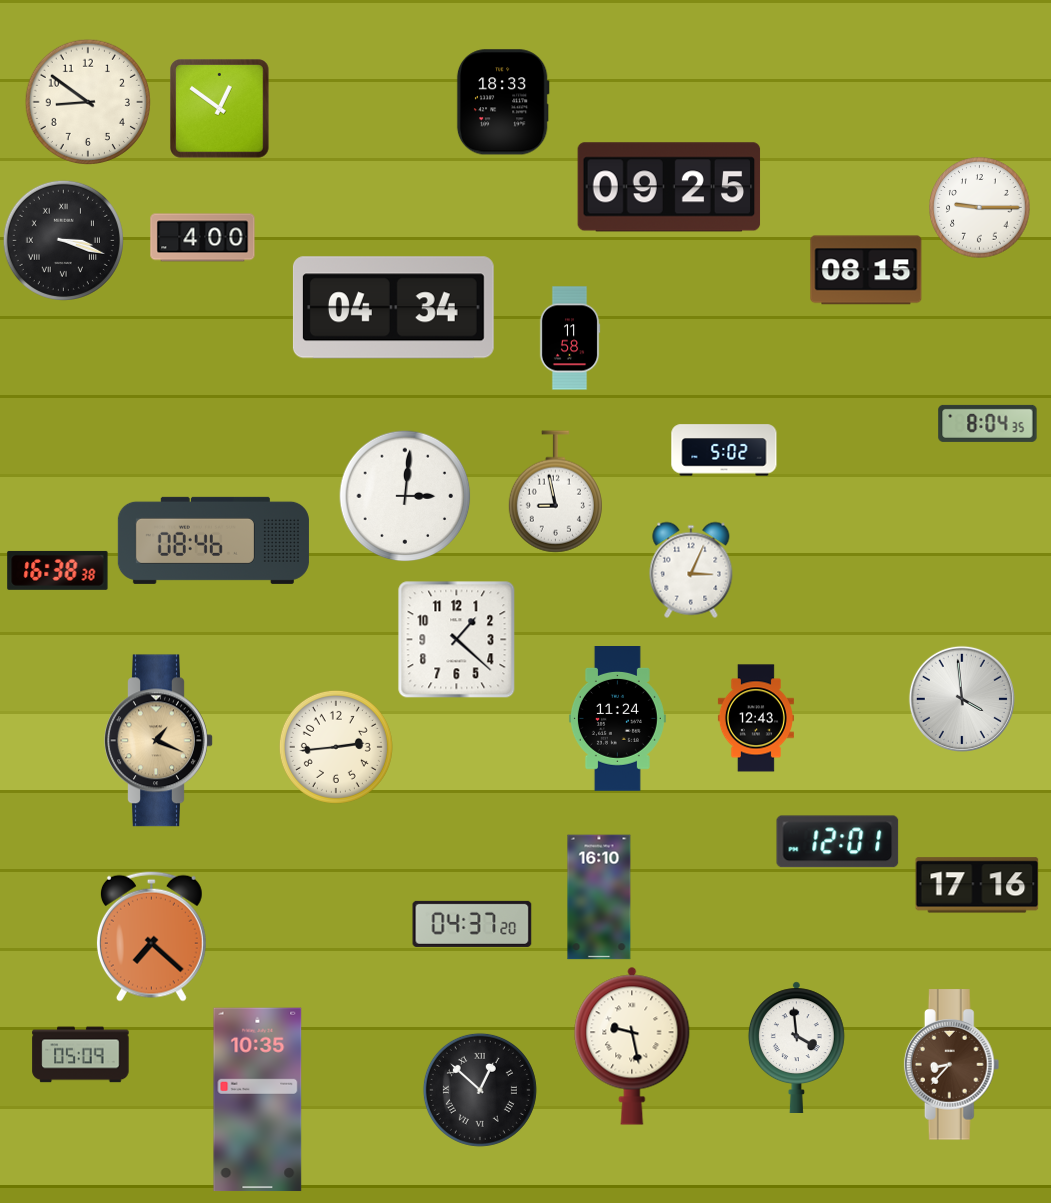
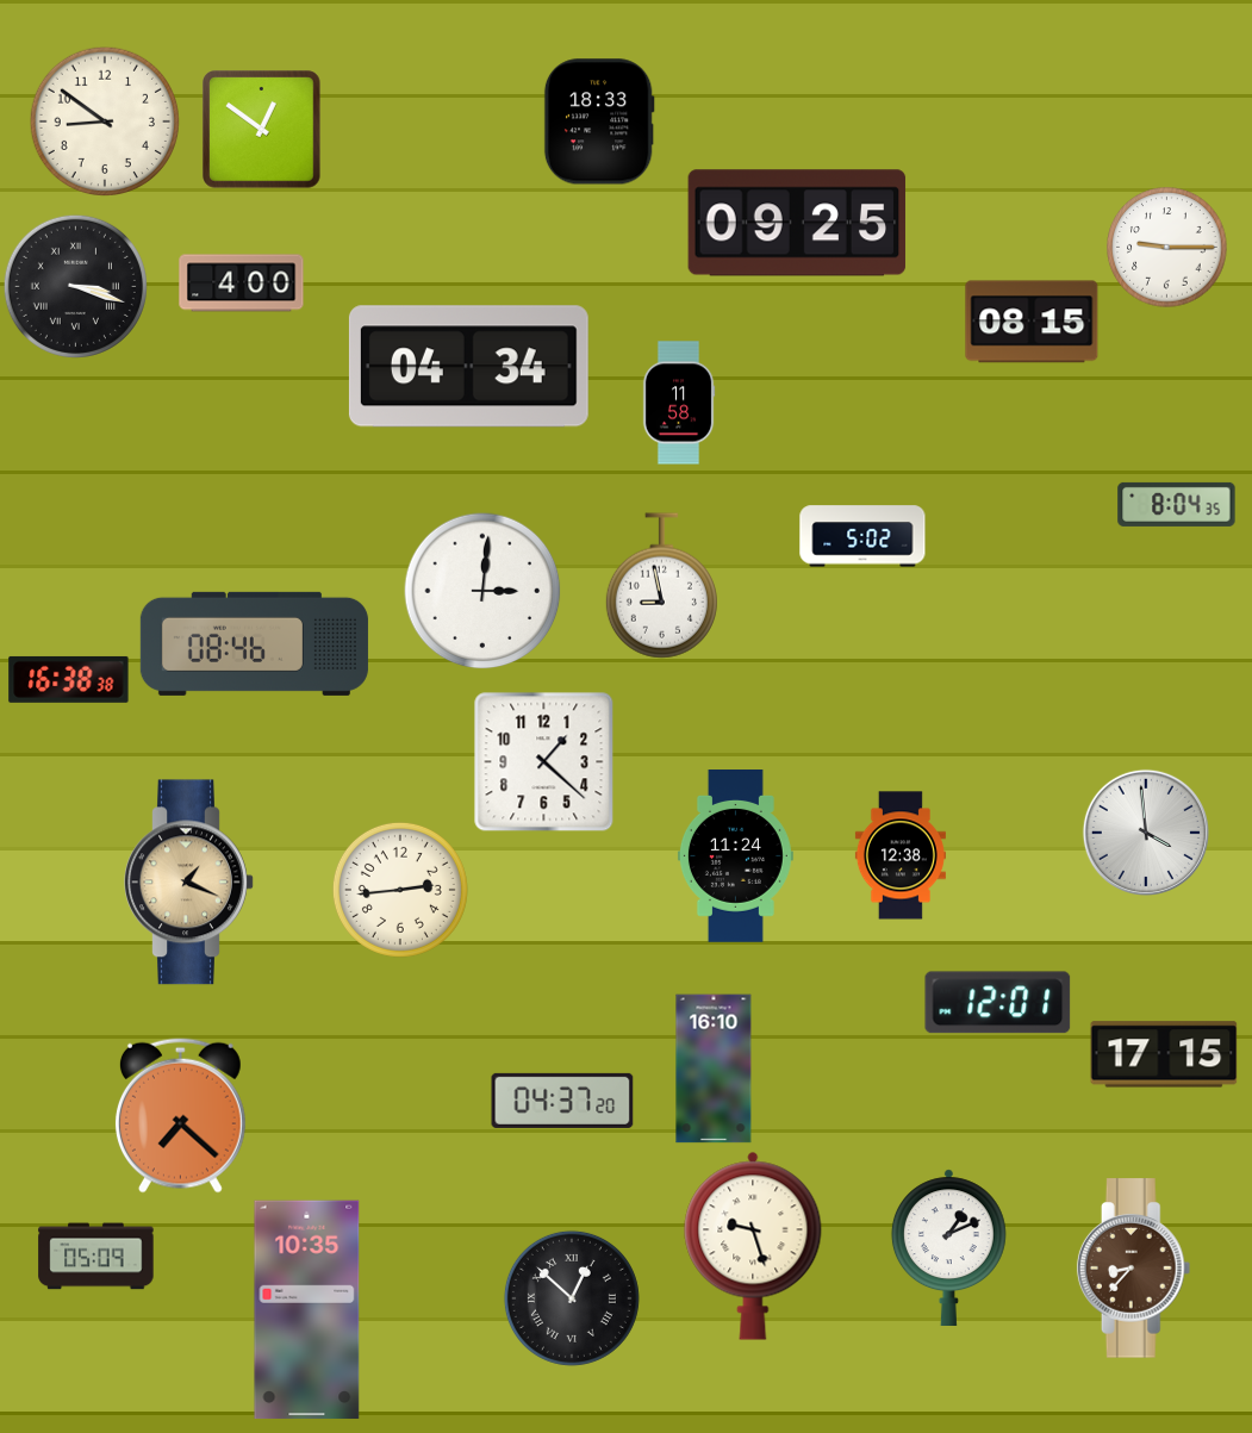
clock at (691, 570): 3:04 -> none
clock at (756, 718): 12:43 -> 12:38
clock at (977, 885): 17:16 -> 17:15
clock at (632, 1046): 9:28 -> 9:27
clock at (796, 1047): 3:59 -> 1:11
